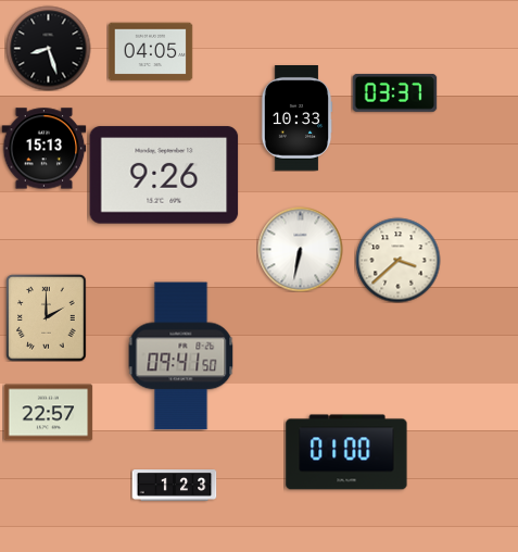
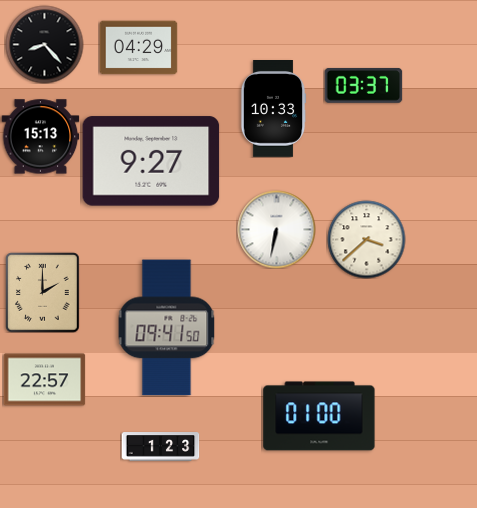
clock at (48, 48): 8:27 -> 8:23
clock at (150, 52): 04:05 -> 04:29
clock at (164, 175): 9:26 -> 9:27
